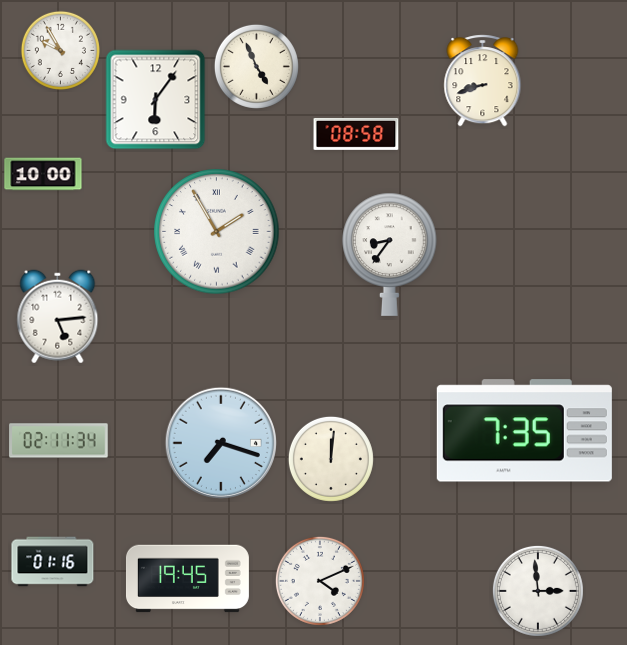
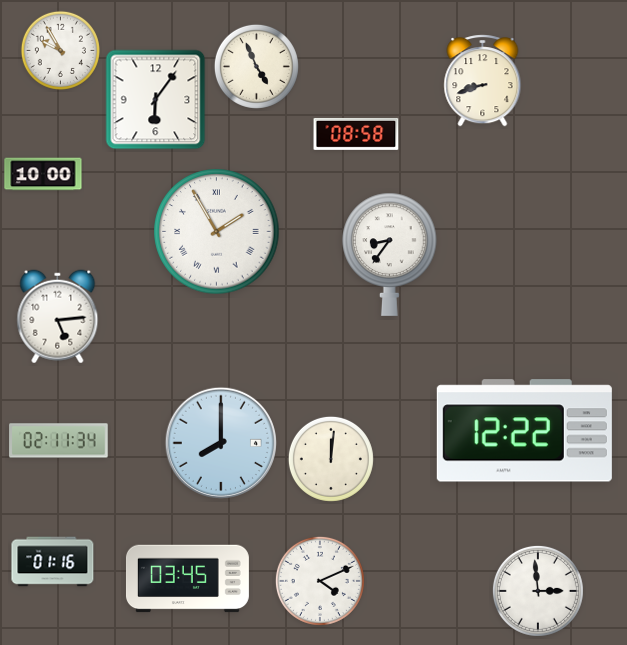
clock at (524, 431): 7:35 -> 12:22
clock at (221, 443): 7:18 -> 8:00
clock at (187, 579): 19:45 -> 03:45
